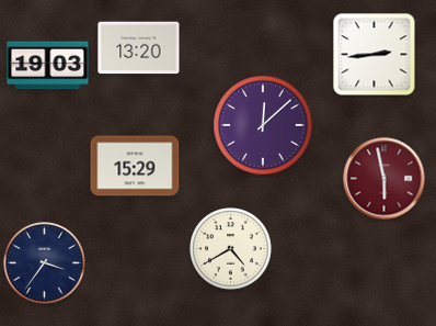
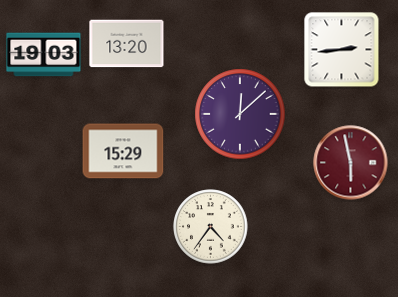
clock at (48, 66) position: (48, 66) -> (44, 55)
clock at (231, 249): 4:40 -> 4:36
clock at (45, 263): 3:36 -> none
